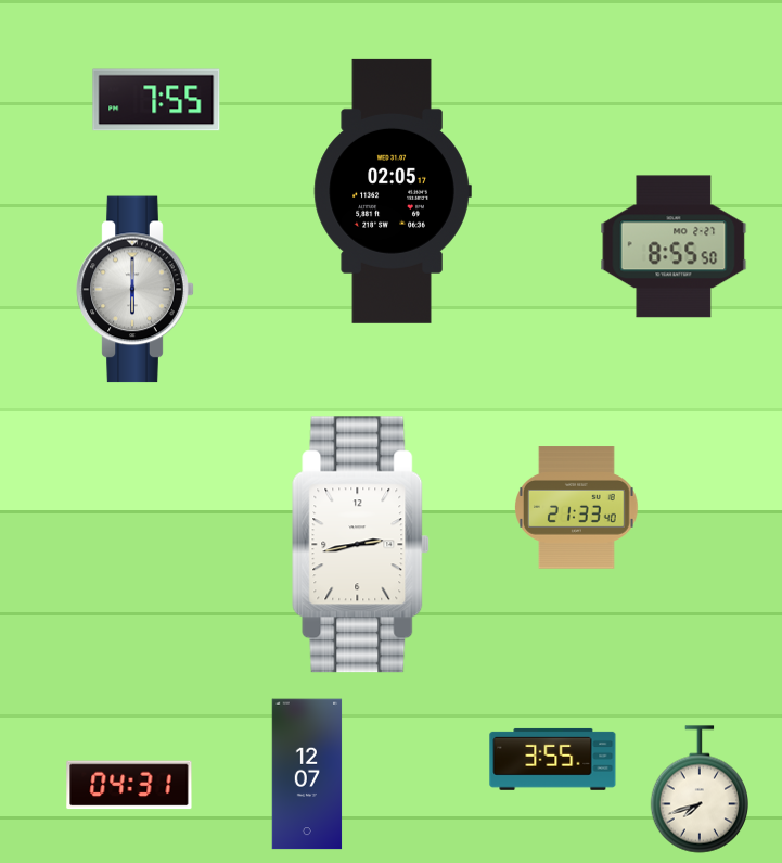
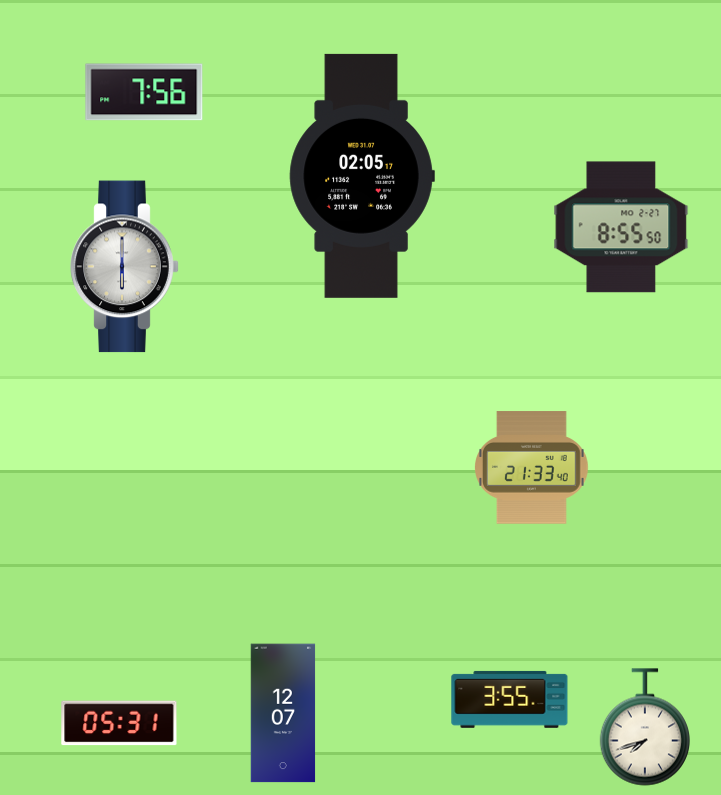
clock at (156, 100): 7:55 -> 7:56
clock at (361, 545): 2:43 -> none
clock at (129, 785): 04:31 -> 05:31
